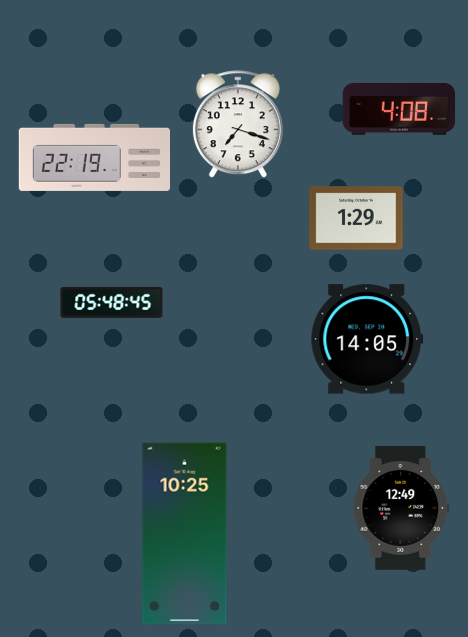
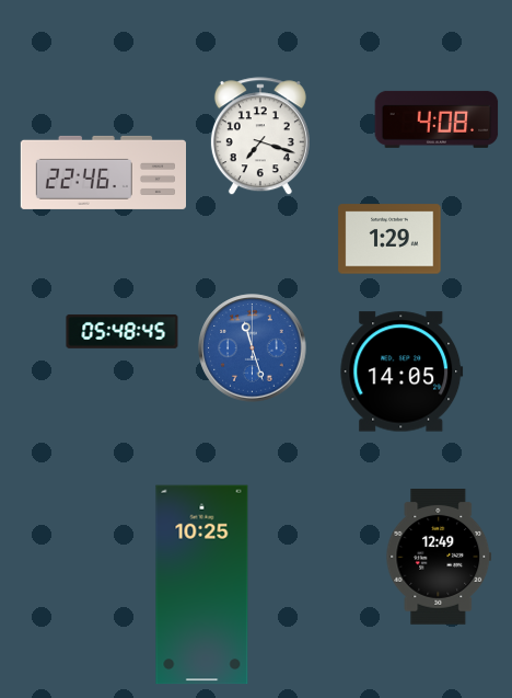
clock at (94, 157): 22:19 -> 22:46
clock at (253, 348): none -> 11:27
